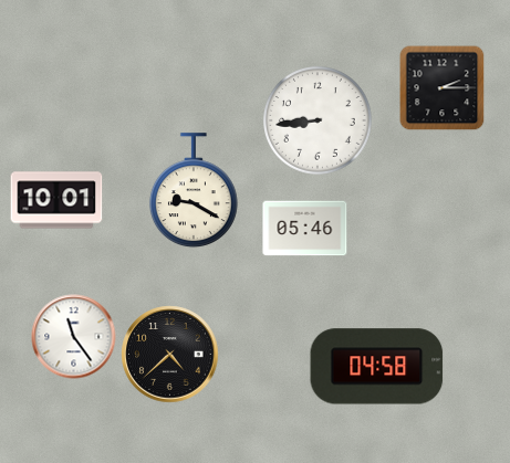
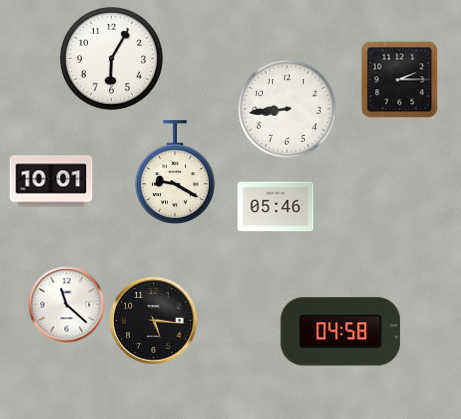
clock at (112, 59): none -> 6:05
clock at (74, 337): 11:24 -> 11:22
clock at (170, 355): 4:38 -> 5:16
